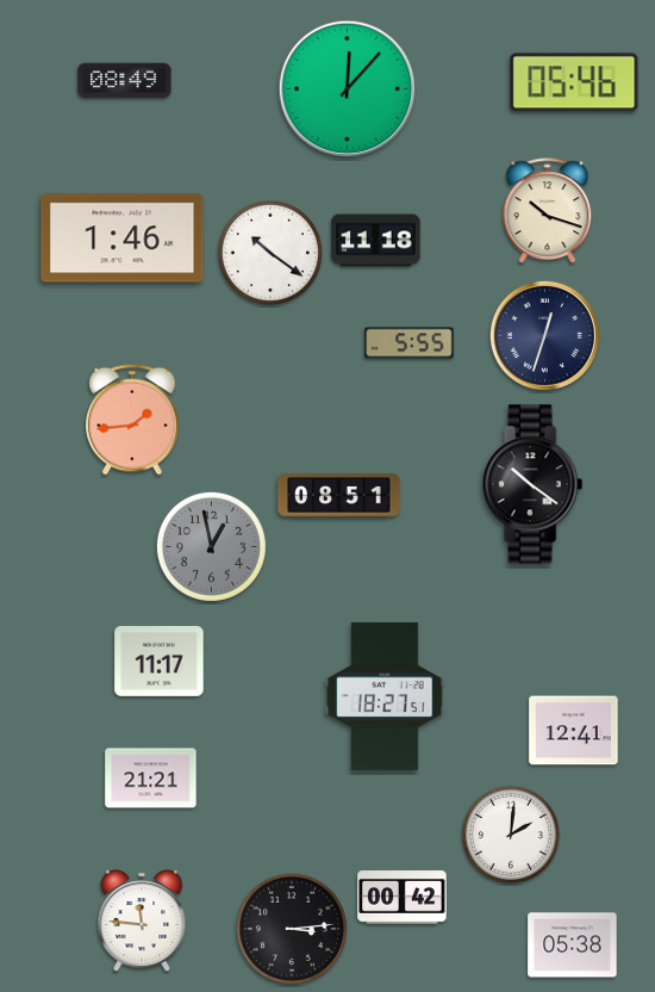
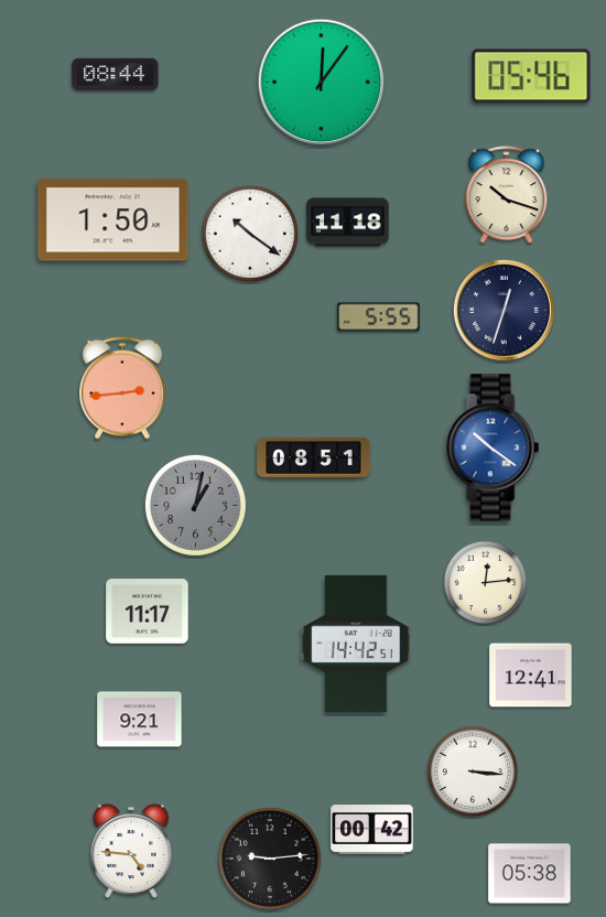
clock at (125, 81): 08:49 -> 08:44
clock at (348, 89): 12:07 -> 12:06
clock at (123, 238): 1:46 -> 1:50
clock at (132, 420): 1:44 -> 2:44
clock at (532, 484) dial: black -> blue
clock at (211, 546): 12:58 -> 1:02
clock at (486, 583): none -> 12:14
clock at (385, 696): 18:27 -> 14:42
clock at (151, 779): 21:21 -> 9:21
clock at (511, 835): 2:01 -> 3:16
clock at (142, 922): 11:46 -> 4:46
clock at (292, 929): 3:14 -> 9:14
